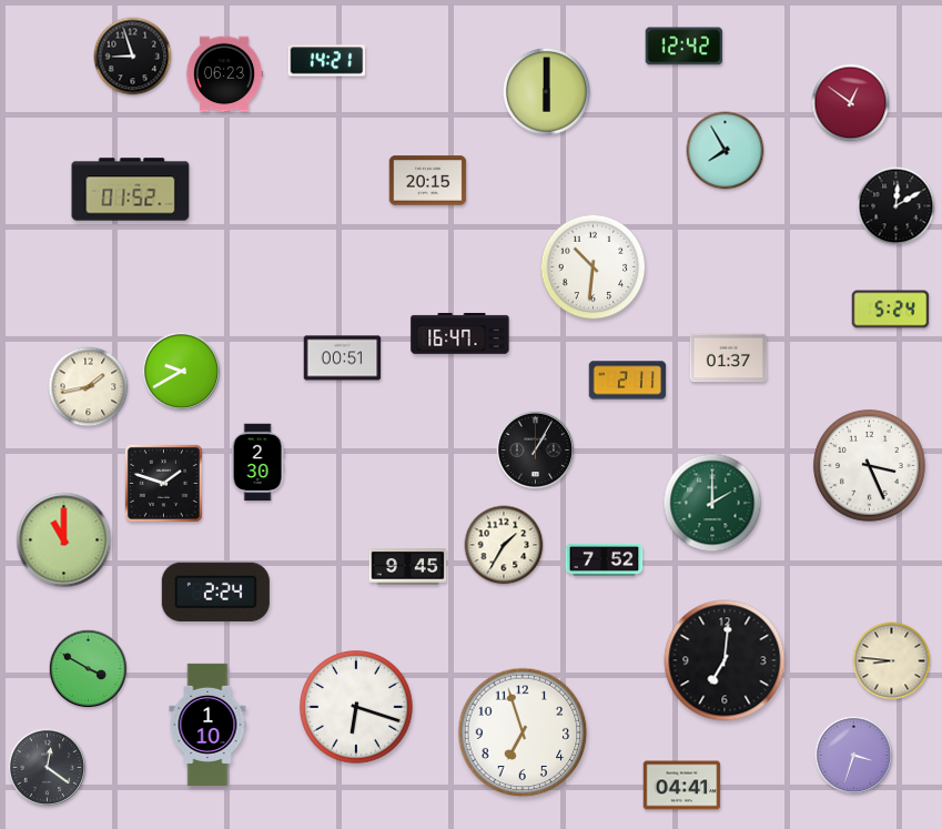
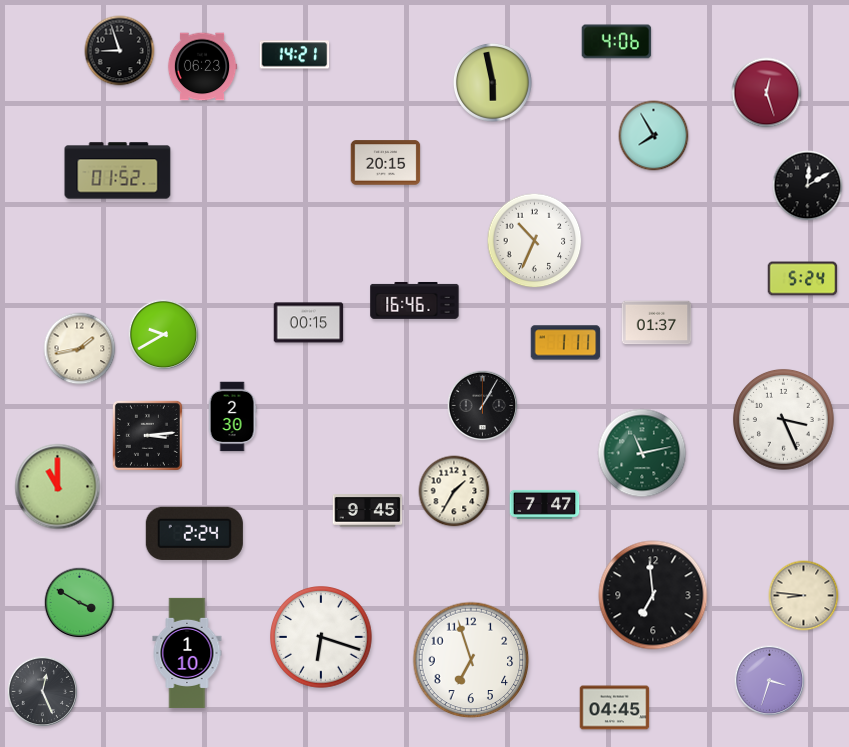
clock at (685, 47): 12:42 -> 4:06
clock at (546, 91): 6:00 -> 5:58
clock at (851, 103): 12:51 -> 12:27
clock at (594, 267): 10:31 -> 10:34
clock at (460, 333): 16:47 -> 16:46
clock at (343, 358): 00:51 -> 00:15
clock at (628, 381): 2:11 -> 1:11
clock at (163, 483): 1:48 -> 3:14
clock at (712, 503): 2:00 -> 11:13
clock at (605, 559): 7:52 -> 7:47
clock at (725, 660): 7:01 -> 6:59
clock at (48, 768): 12:21 -> 12:26
clock at (682, 786): 04:41 -> 04:45
